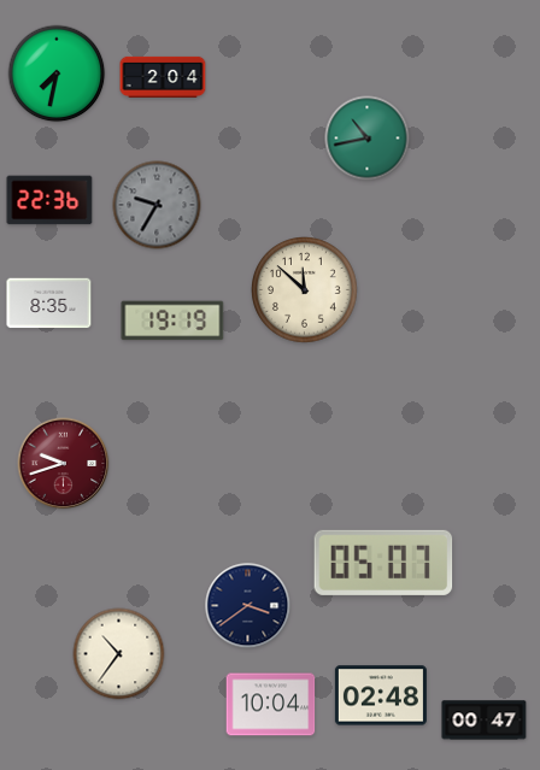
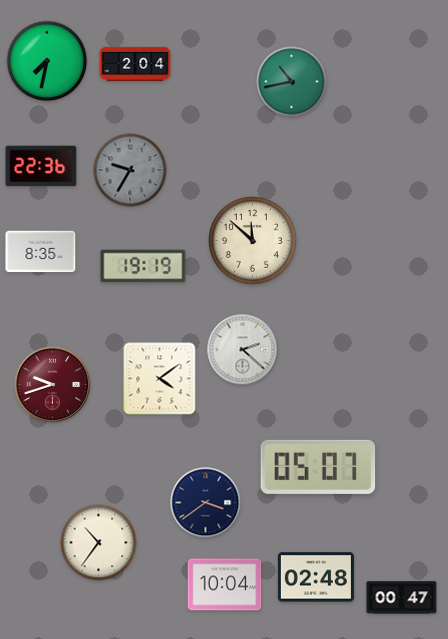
clock at (368, 139) position: (368, 139) -> (292, 82)
clock at (243, 350): none -> 2:22
clock at (160, 379): none -> 4:09
